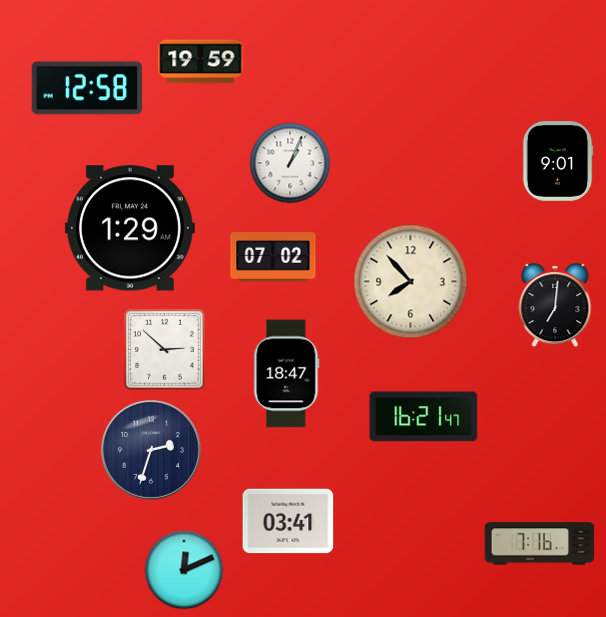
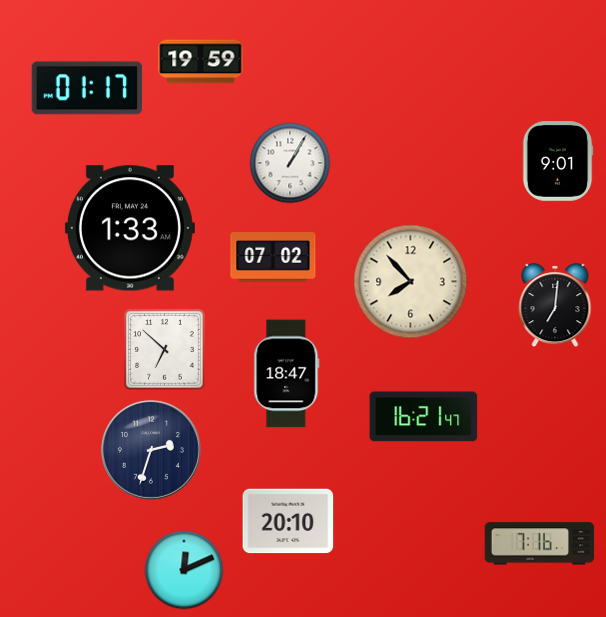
clock at (87, 88): 12:58 -> 01:17
clock at (290, 163): 1:04 -> 1:05
clock at (130, 228): 1:29 -> 1:33
clock at (165, 350): 2:52 -> 6:52
clock at (288, 521): 03:41 -> 20:10
